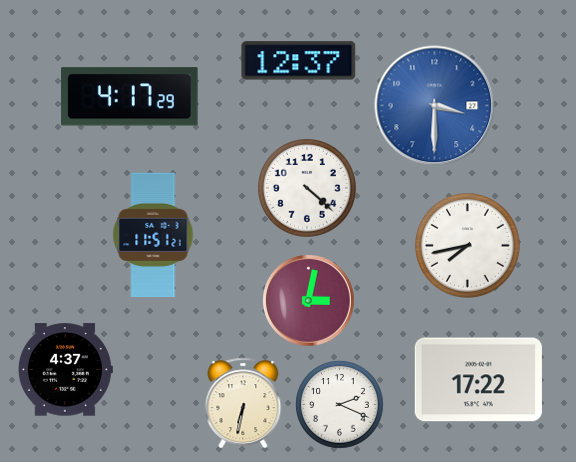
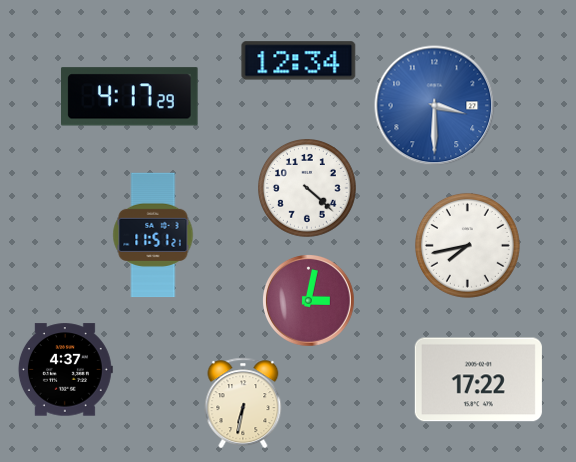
clock at (299, 61): 12:37 -> 12:34
clock at (340, 405): 2:19 -> none
